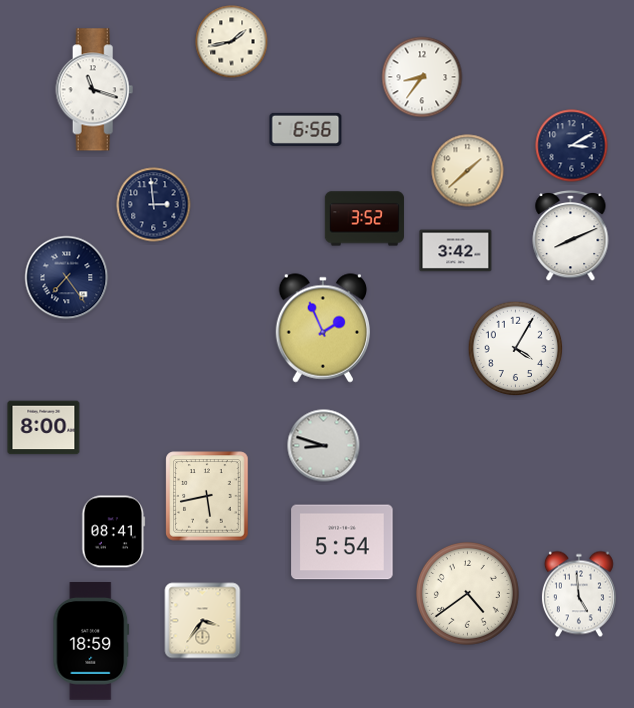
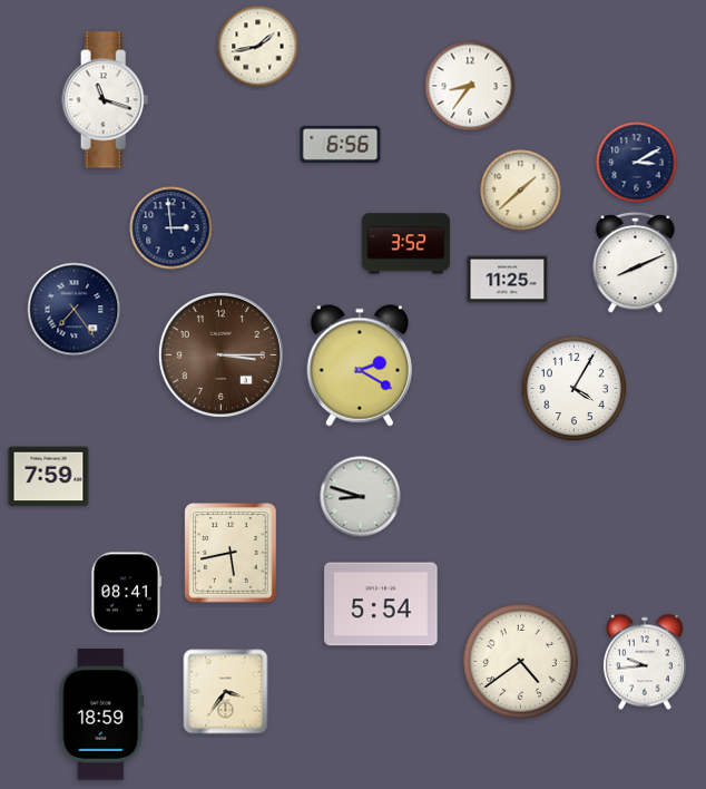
clock at (456, 251): 3:42 -> 11:25
clock at (220, 354): none -> 3:15
clock at (322, 328): 1:56 -> 2:20
clock at (44, 428): 8:00 -> 7:59
clock at (579, 594): 4:59 -> 9:44
